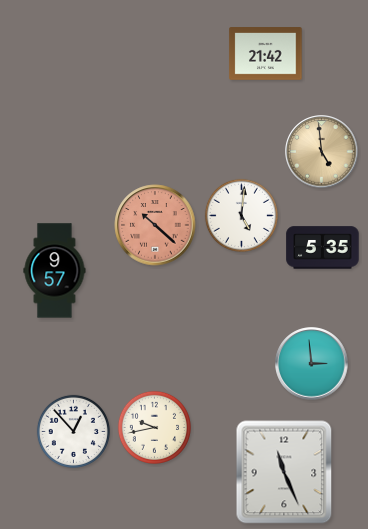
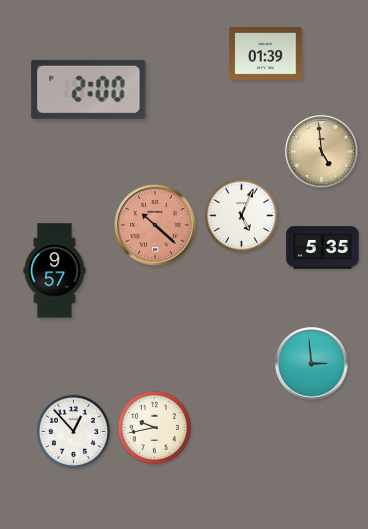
clock at (266, 54): 21:42 -> 01:39
clock at (89, 89): none -> 2:00
clock at (241, 215): 5:01 -> 5:04
clock at (284, 472): 11:26 -> none
